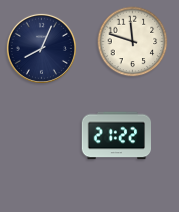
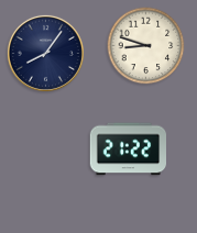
clock at (133, 42): 11:48 -> 8:48
clock at (41, 48): 8:04 -> 8:06
